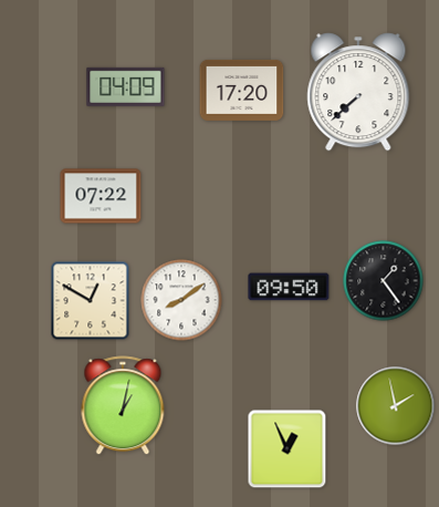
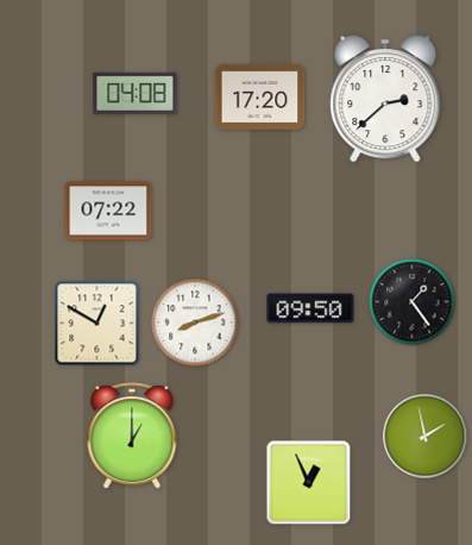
clock at (126, 86): 04:09 -> 04:08
clock at (358, 92): 7:38 -> 2:38
clock at (181, 300): 8:09 -> 8:12
clock at (123, 406): 1:02 -> 1:00
